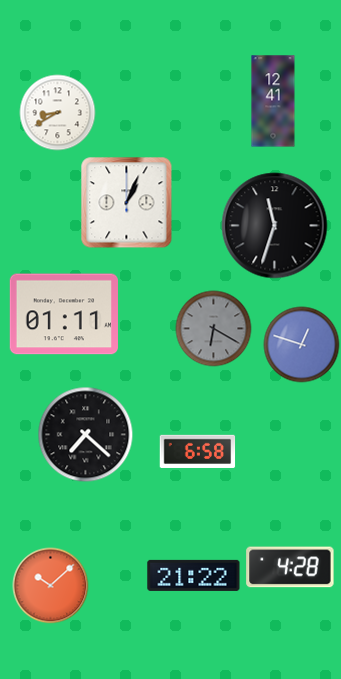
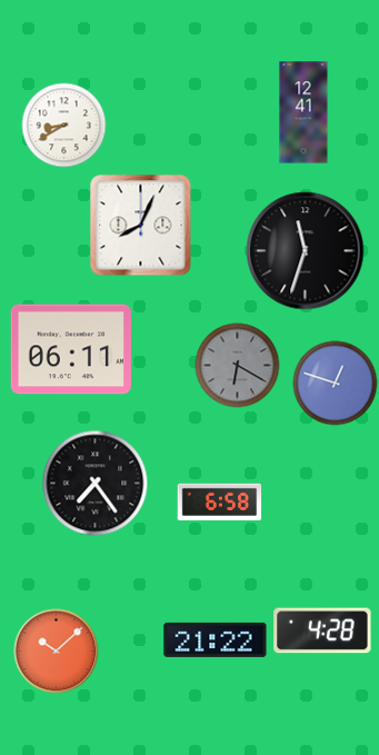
clock at (127, 203): 1:04 -> 8:04
clock at (64, 314): 01:11 -> 06:11
clock at (86, 435): 7:22 -> 7:24
